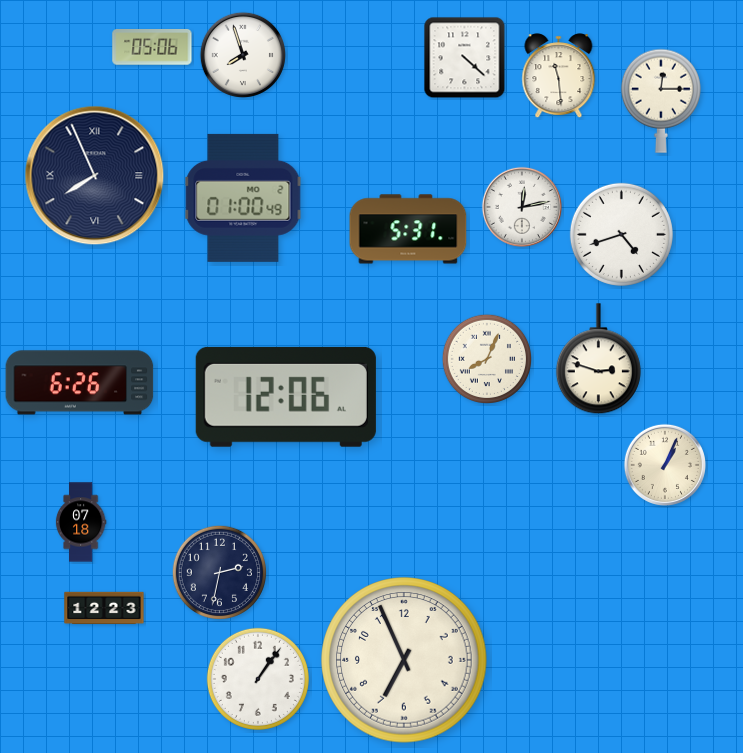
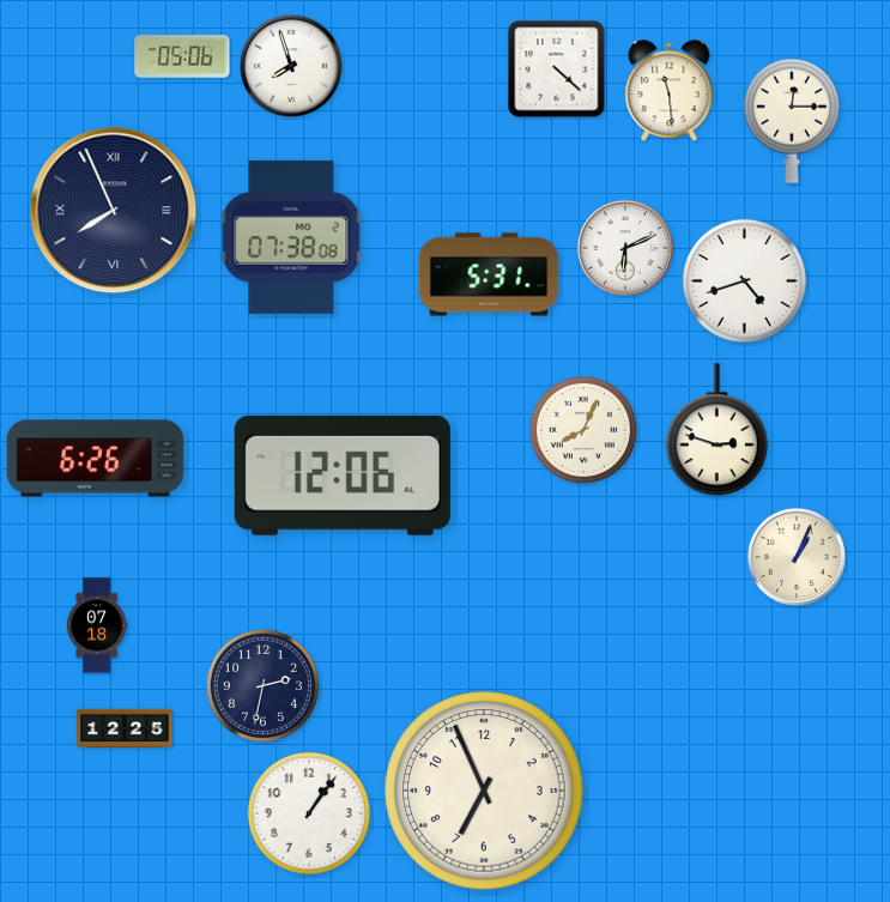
clock at (243, 198): 01:00 -> 07:38
clock at (522, 207): 12:13 -> 6:11
clock at (104, 608): 12:23 -> 12:25
